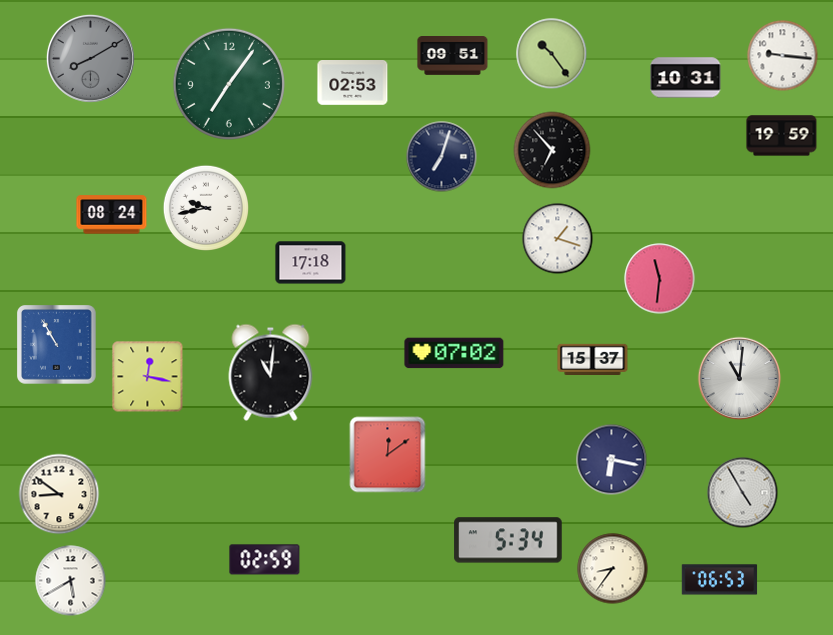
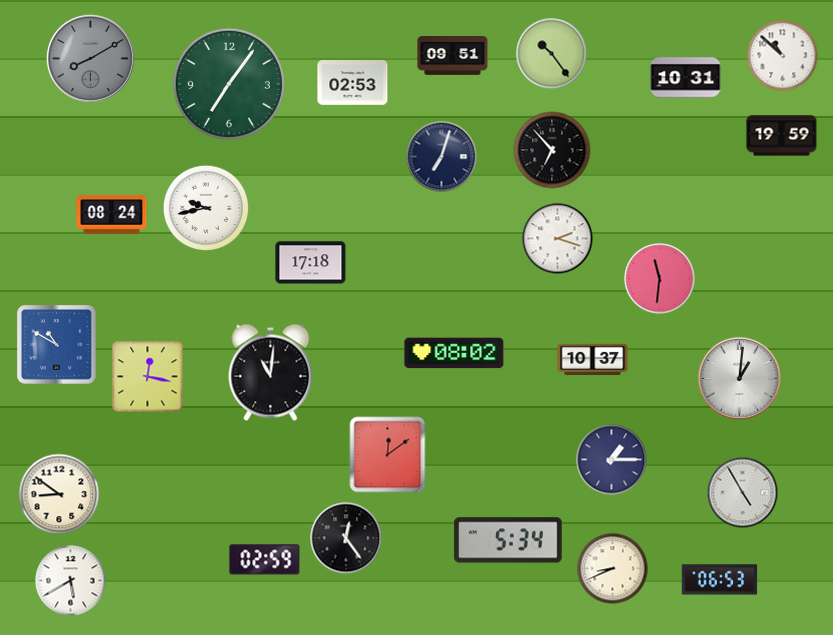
clock at (783, 56): 9:16 -> 10:52
clock at (558, 239): 1:18 -> 2:18
clock at (57, 345): 10:55 -> 10:50
clock at (454, 353): 07:02 -> 08:02
clock at (593, 359): 15:37 -> 10:37
clock at (740, 379): 11:01 -> 1:01
clock at (612, 460): 6:17 -> 1:15
clock at (346, 538): none -> 12:24
clock at (613, 569): 8:36 -> 8:41
